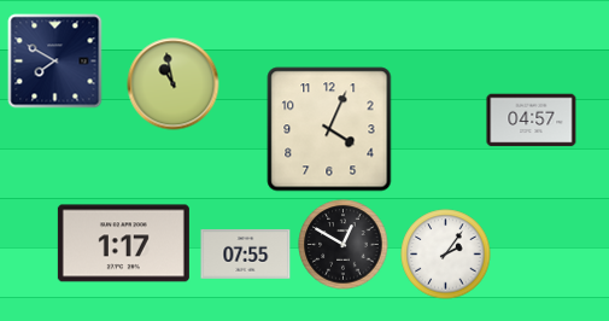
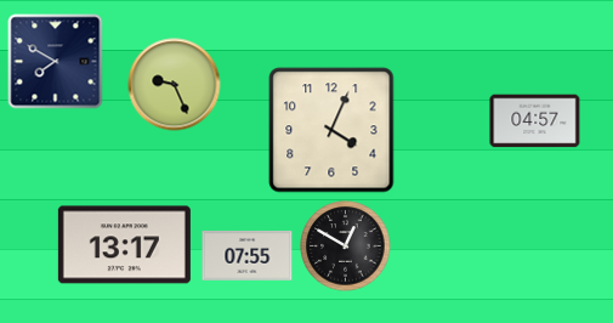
clock at (174, 84): 10:58 -> 9:26
clock at (123, 244): 1:17 -> 13:17
clock at (446, 255): 2:06 -> none
